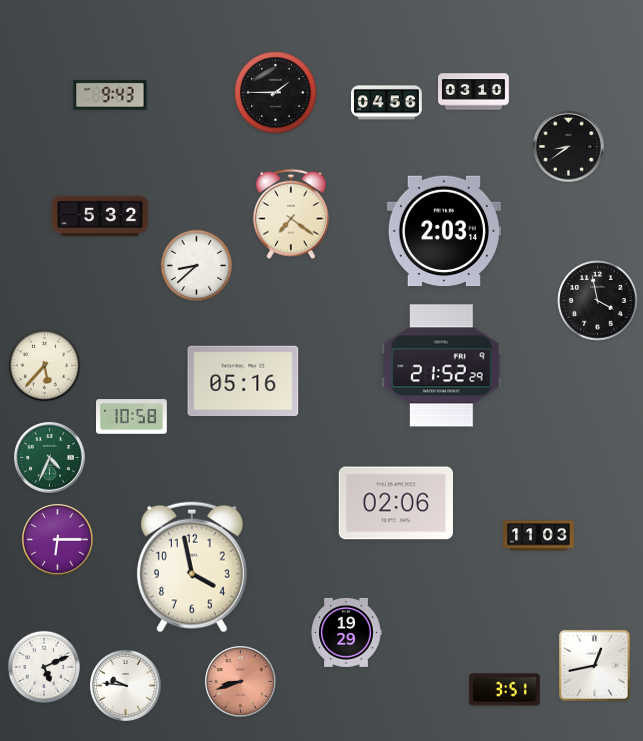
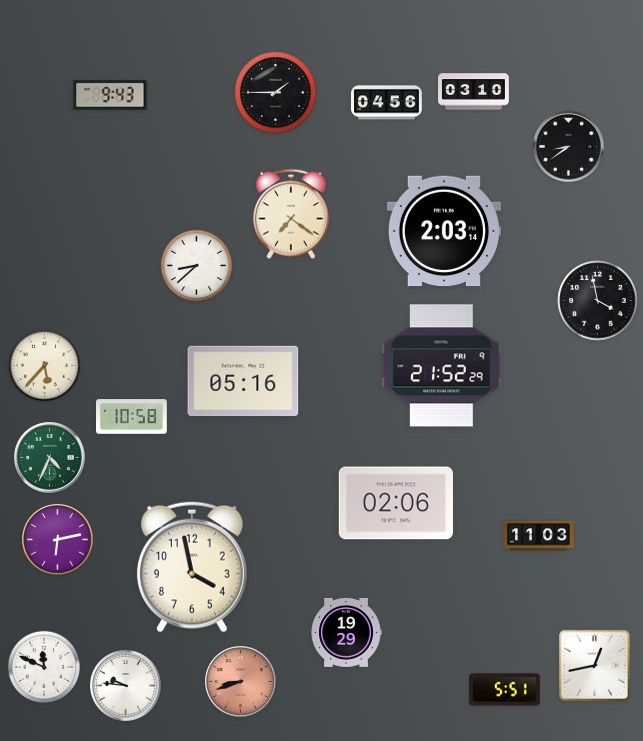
clock at (100, 216): 5:32 -> none
clock at (58, 540): 6:15 -> 6:13
clock at (43, 666): 5:11 -> 11:49
clock at (505, 690): 3:51 -> 5:51
